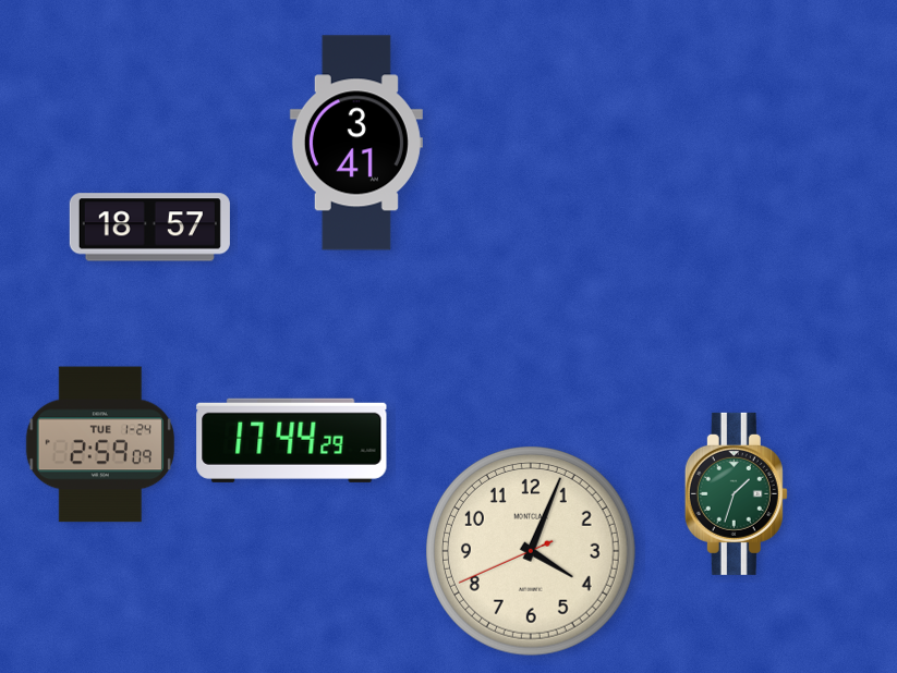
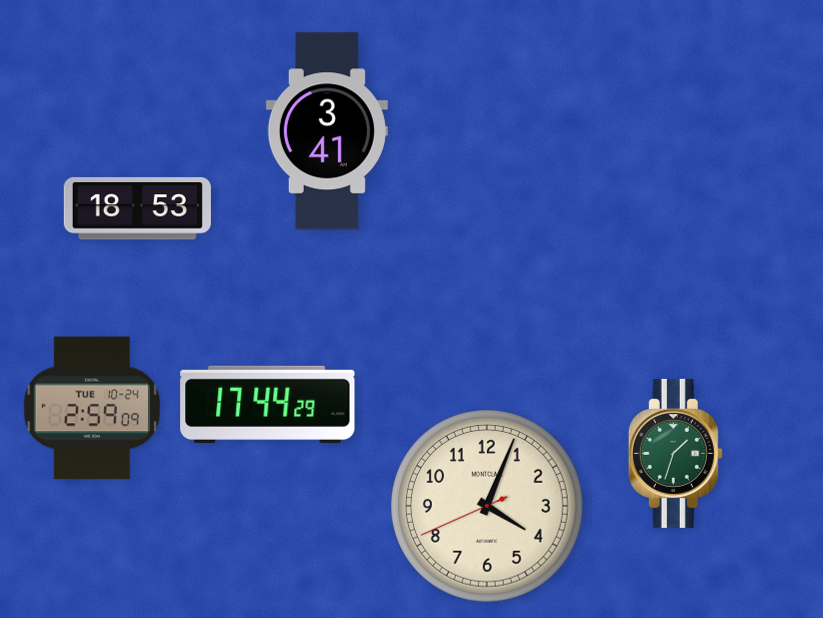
clock at (149, 228): 18:57 -> 18:53
clock at (100, 444) date: TUE 1-24 -> TUE 10-24
